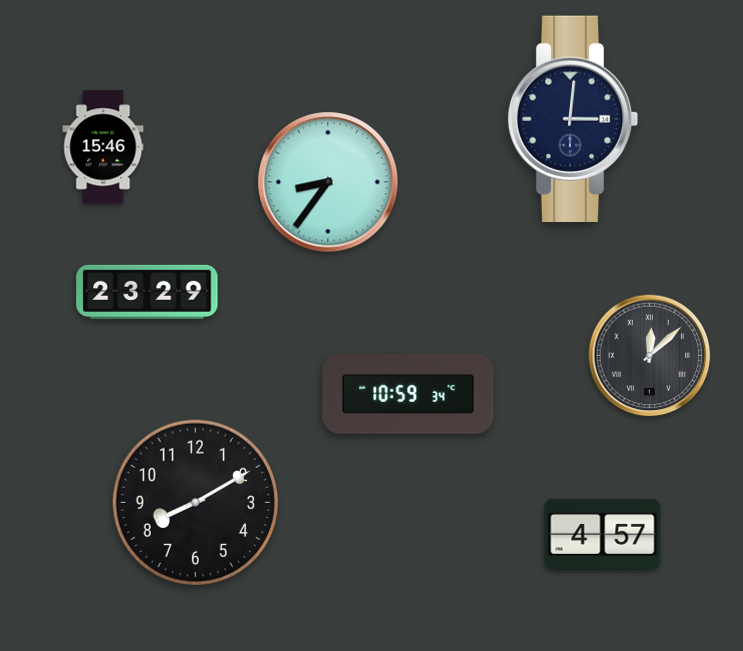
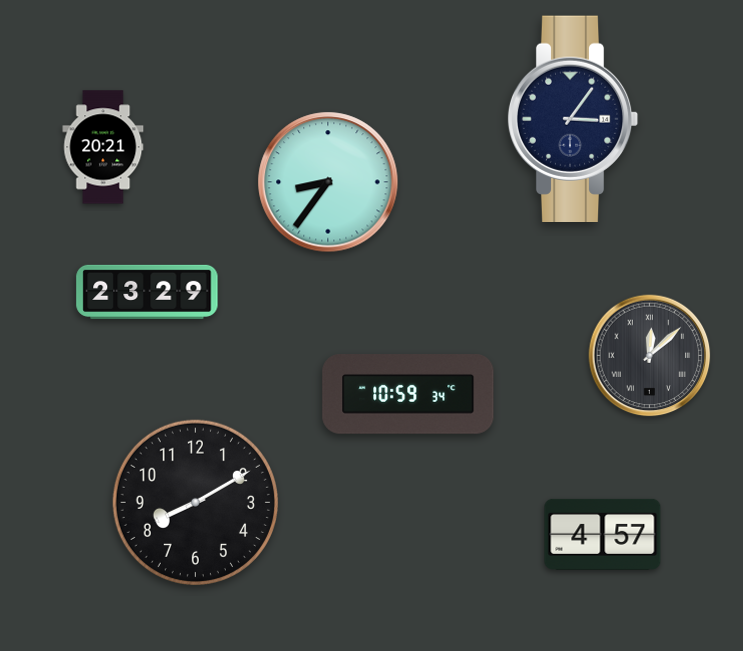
clock at (573, 118): 3:01 -> 3:06
clock at (103, 147): 15:46 -> 20:21
